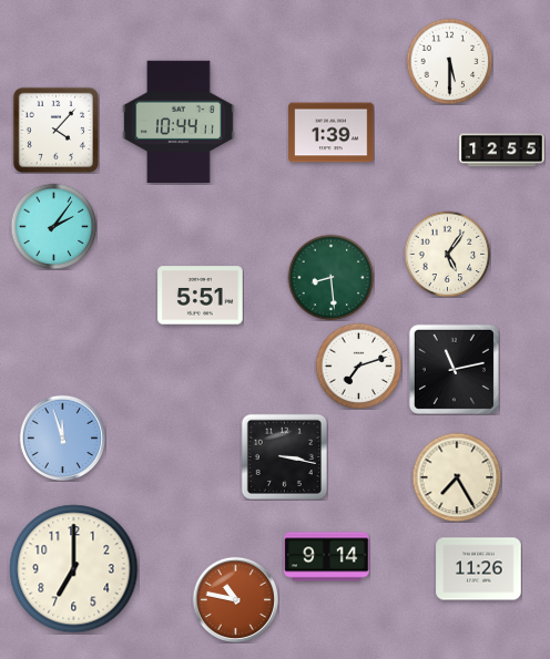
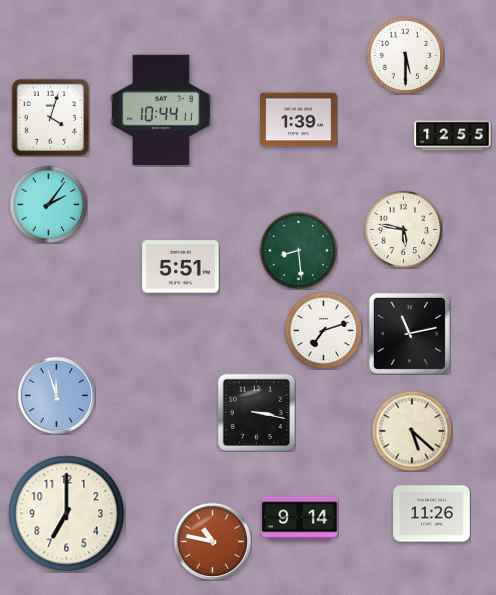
clock at (55, 130): 4:07 -> 4:03
clock at (447, 254): 5:06 -> 5:47
clock at (457, 477): 7:25 -> 5:22
clock at (327, 557) position: (327, 557) -> (300, 519)
